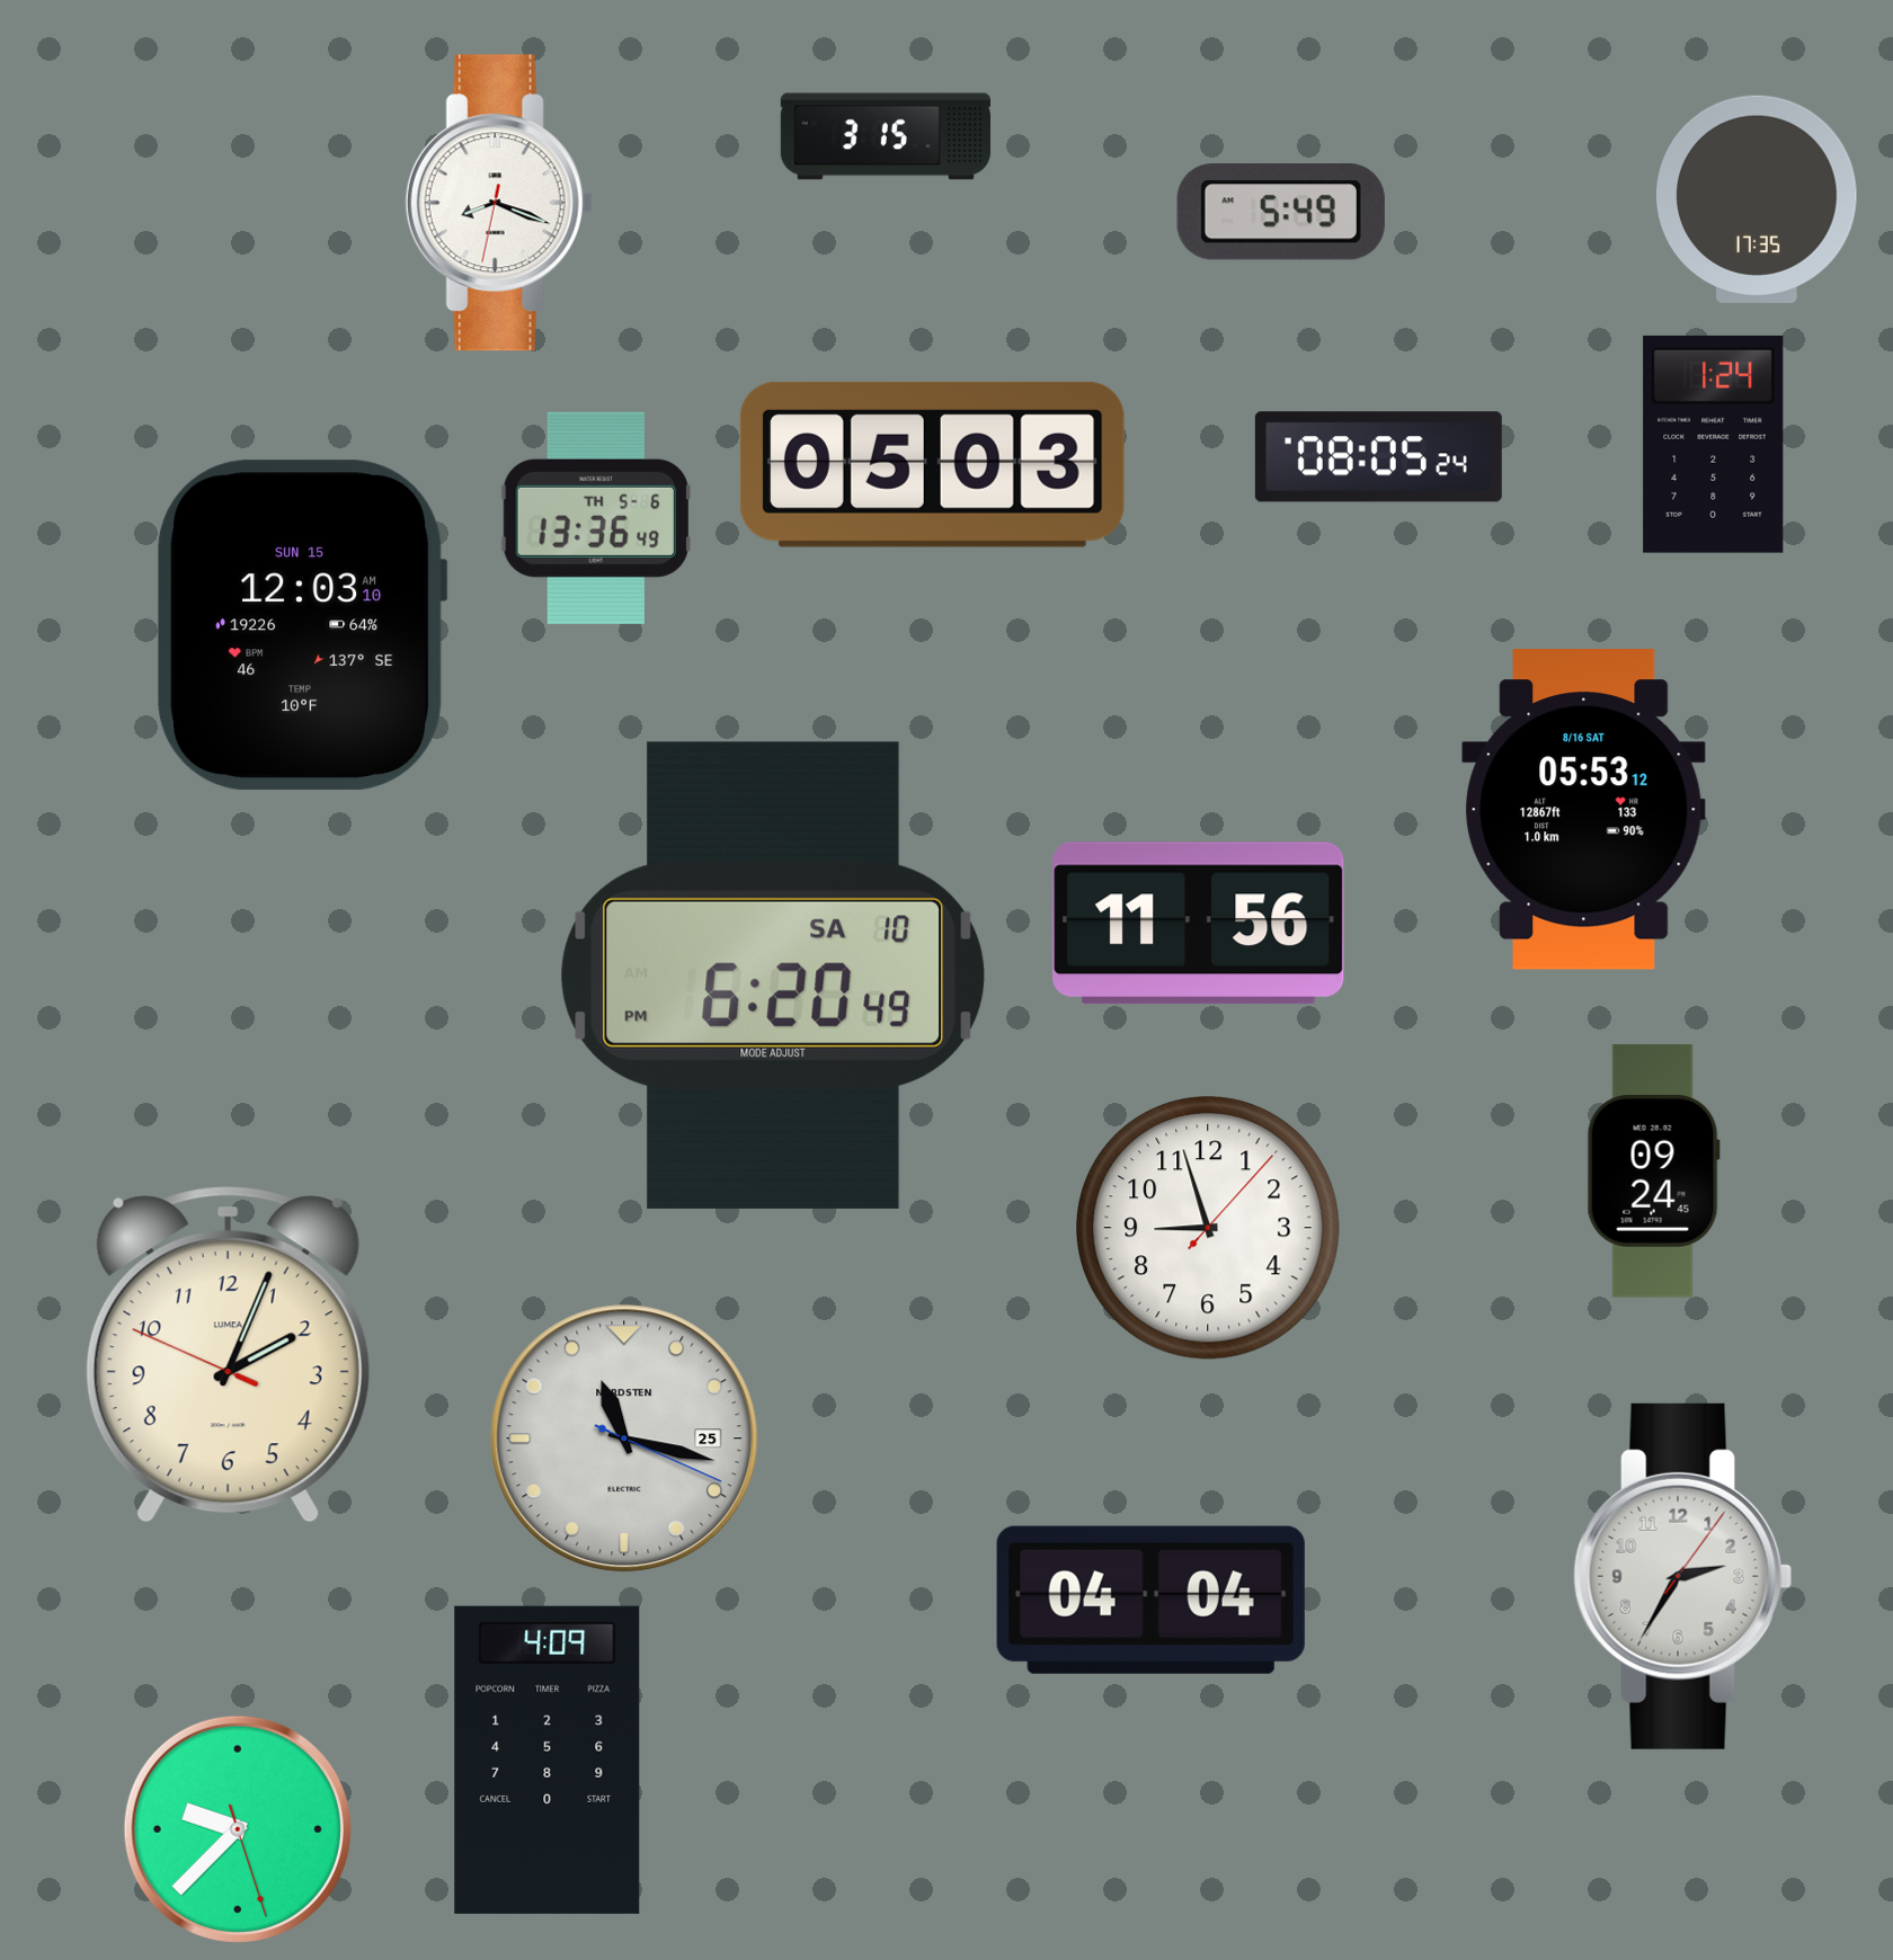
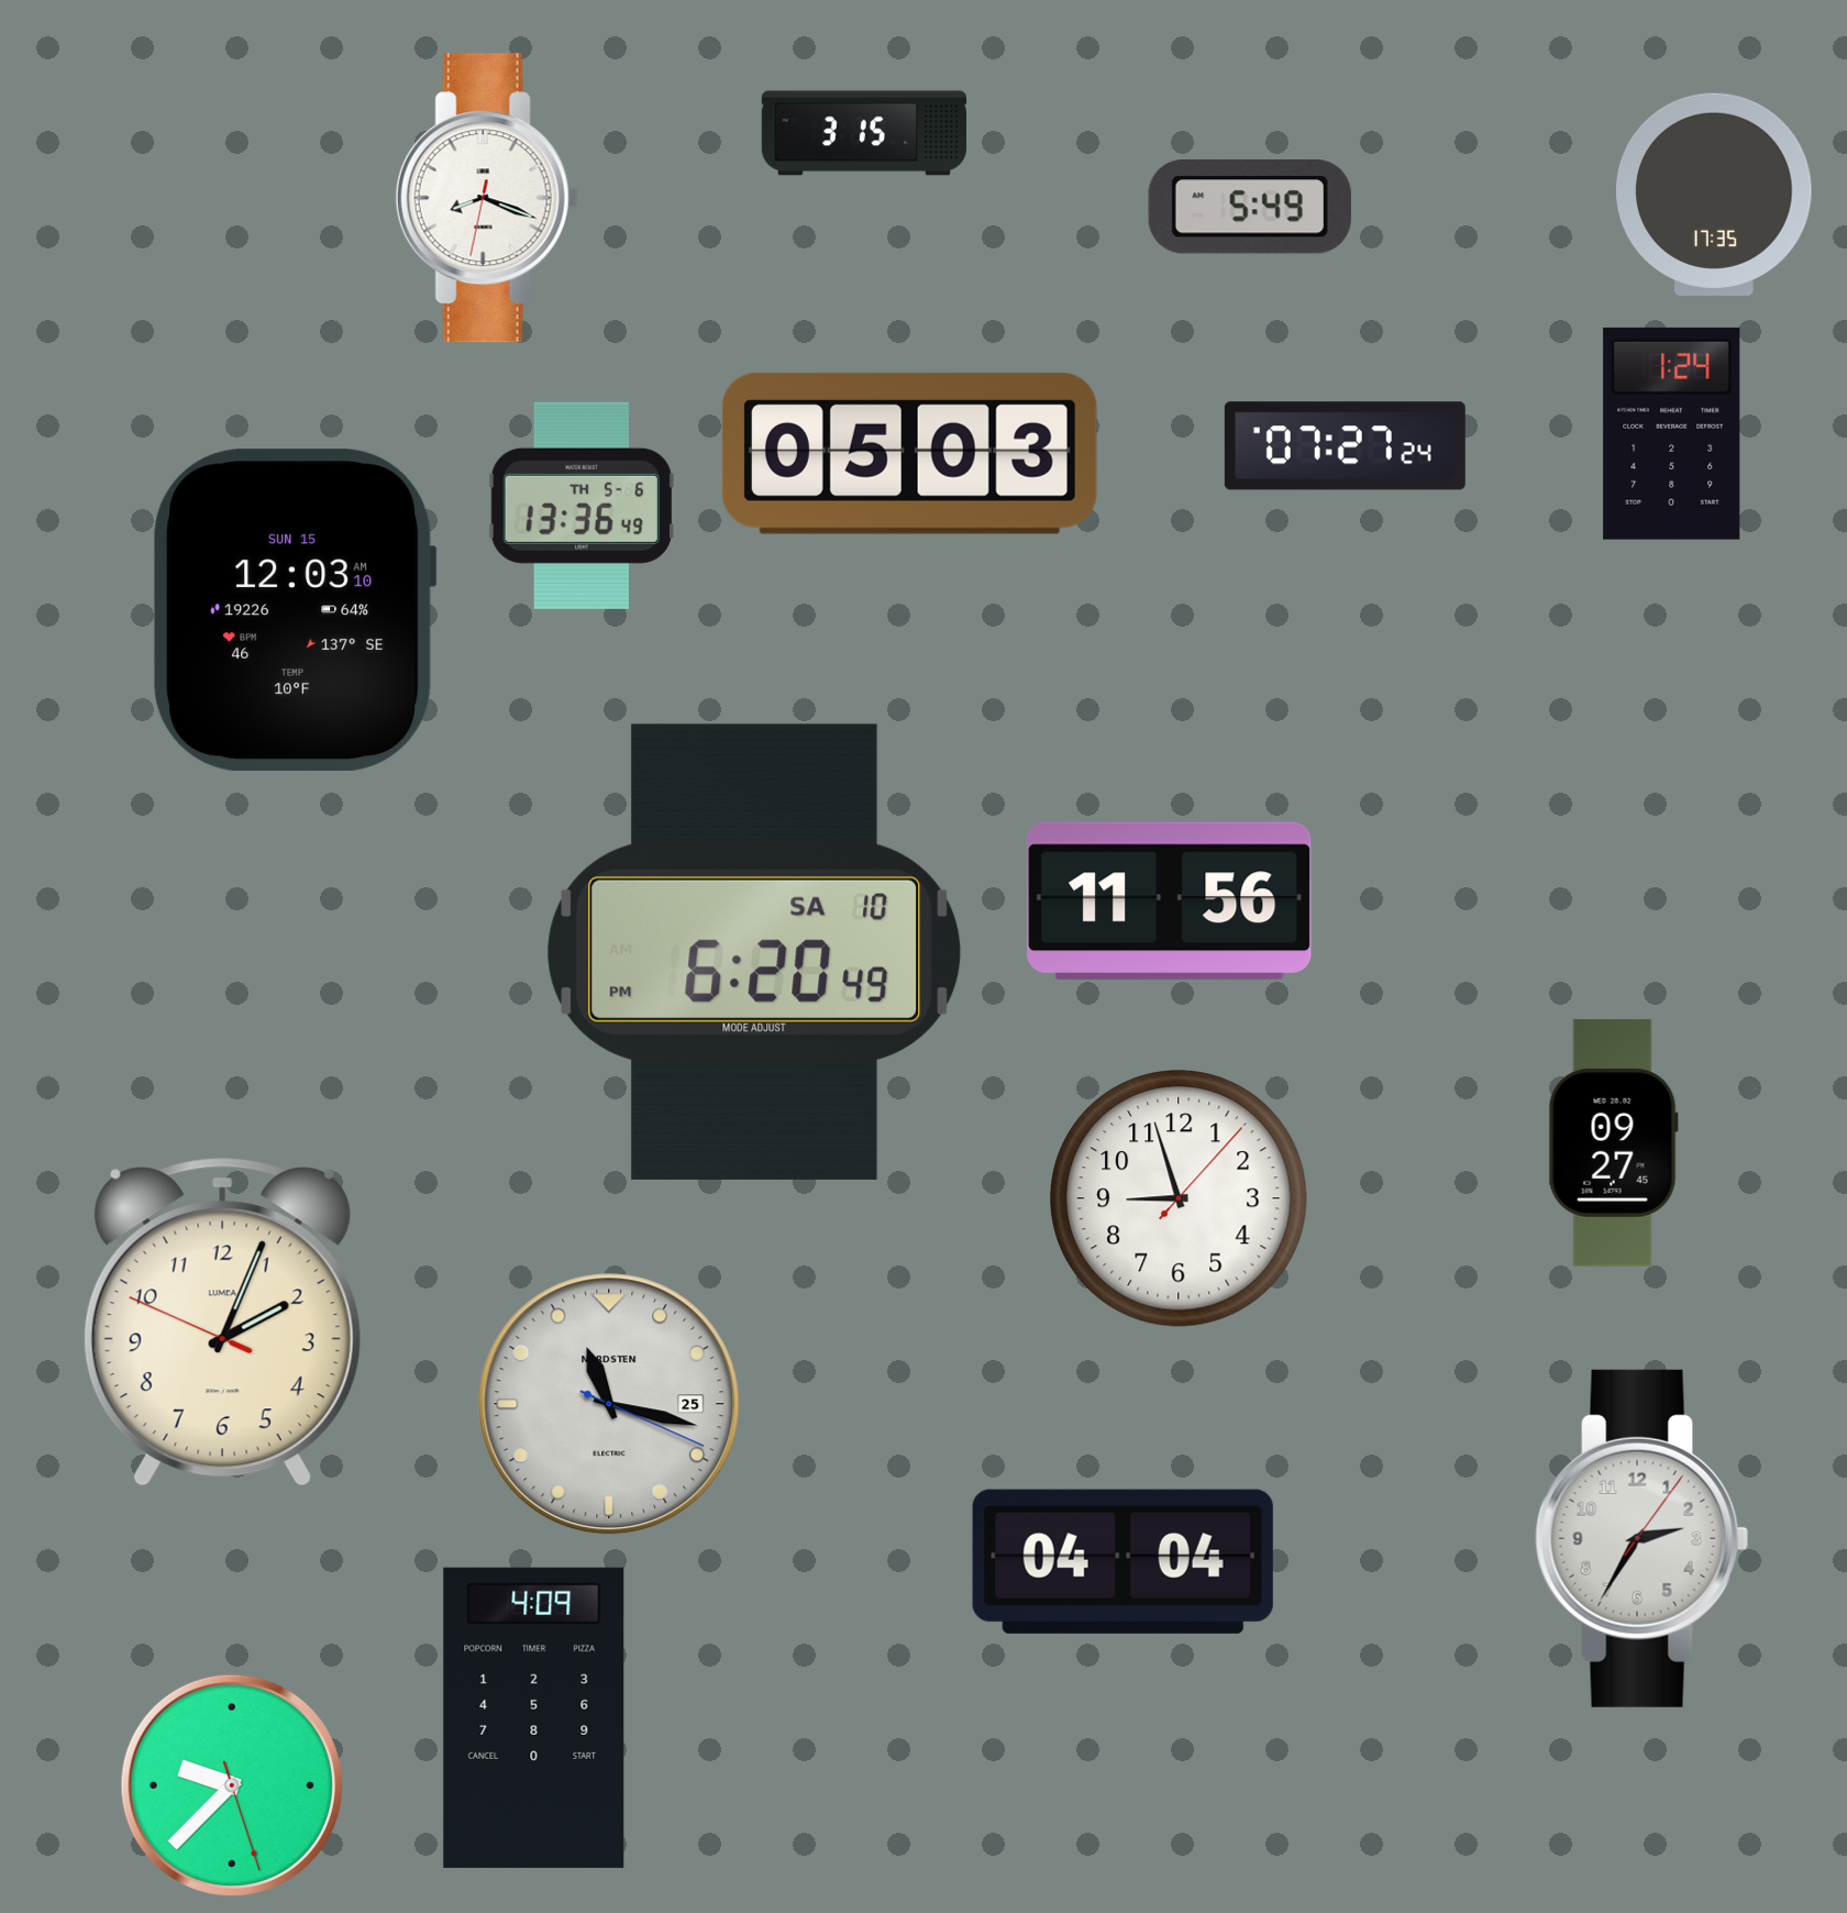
clock at (1378, 457): 08:05 -> 07:27
clock at (1584, 810): 05:53 -> none
clock at (1653, 1171): 09:24 -> 09:27
